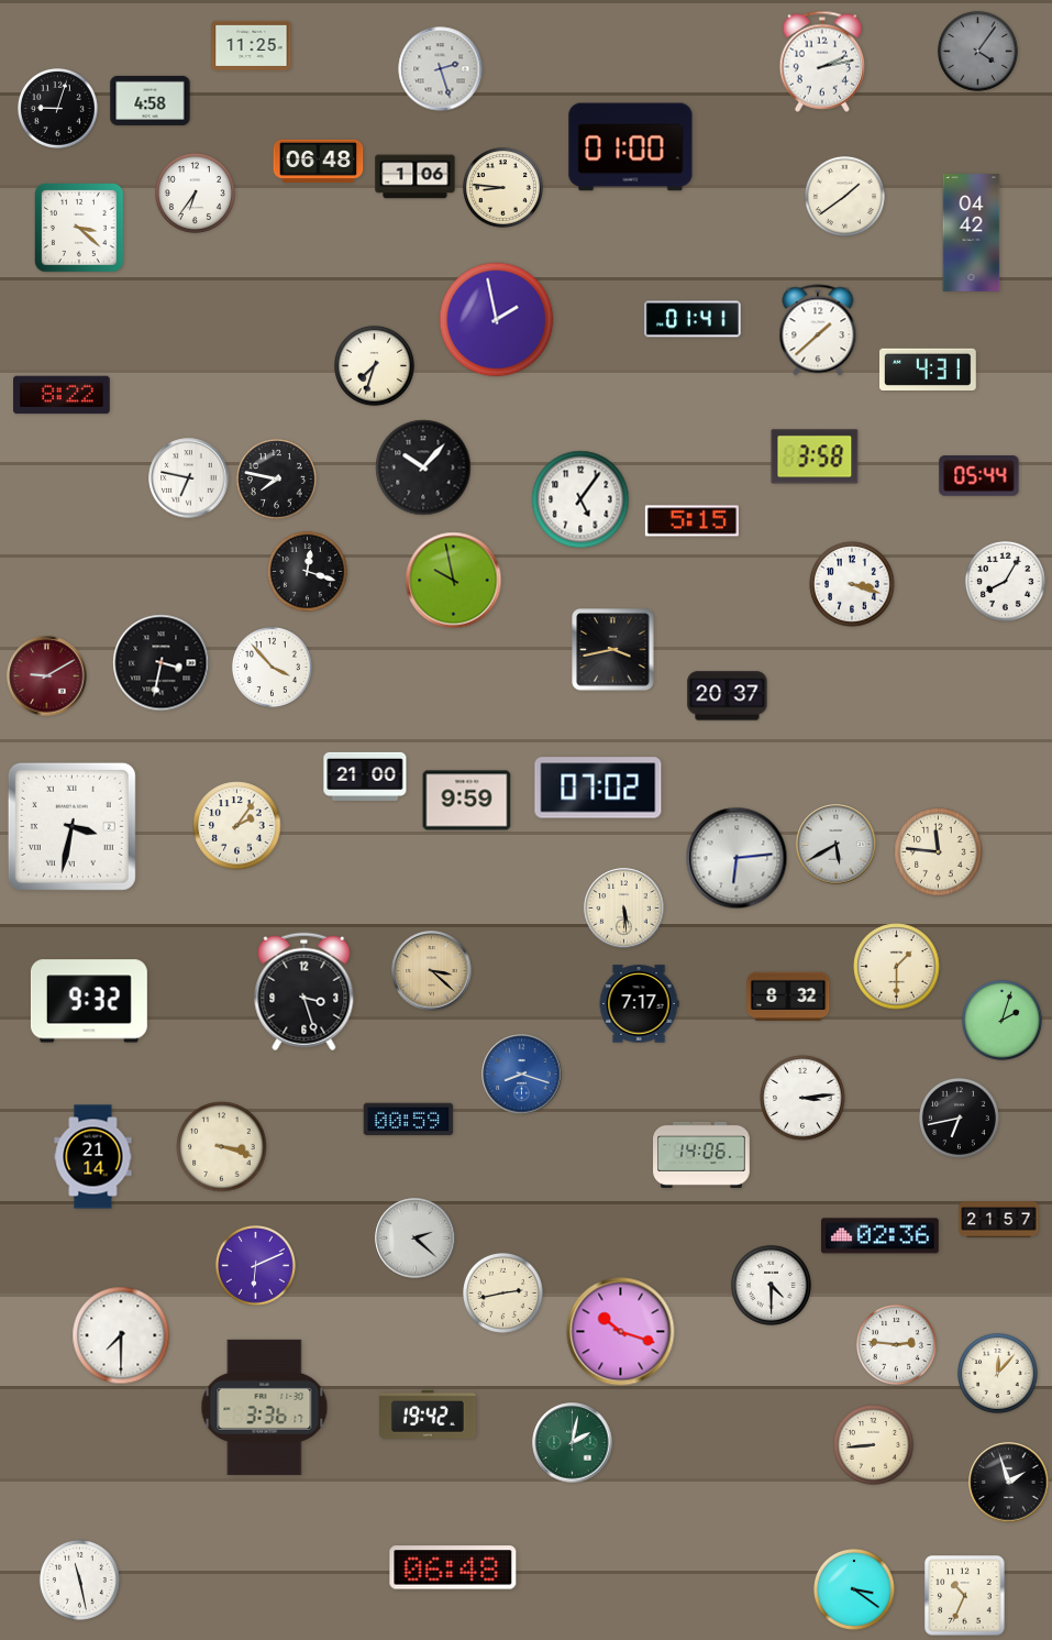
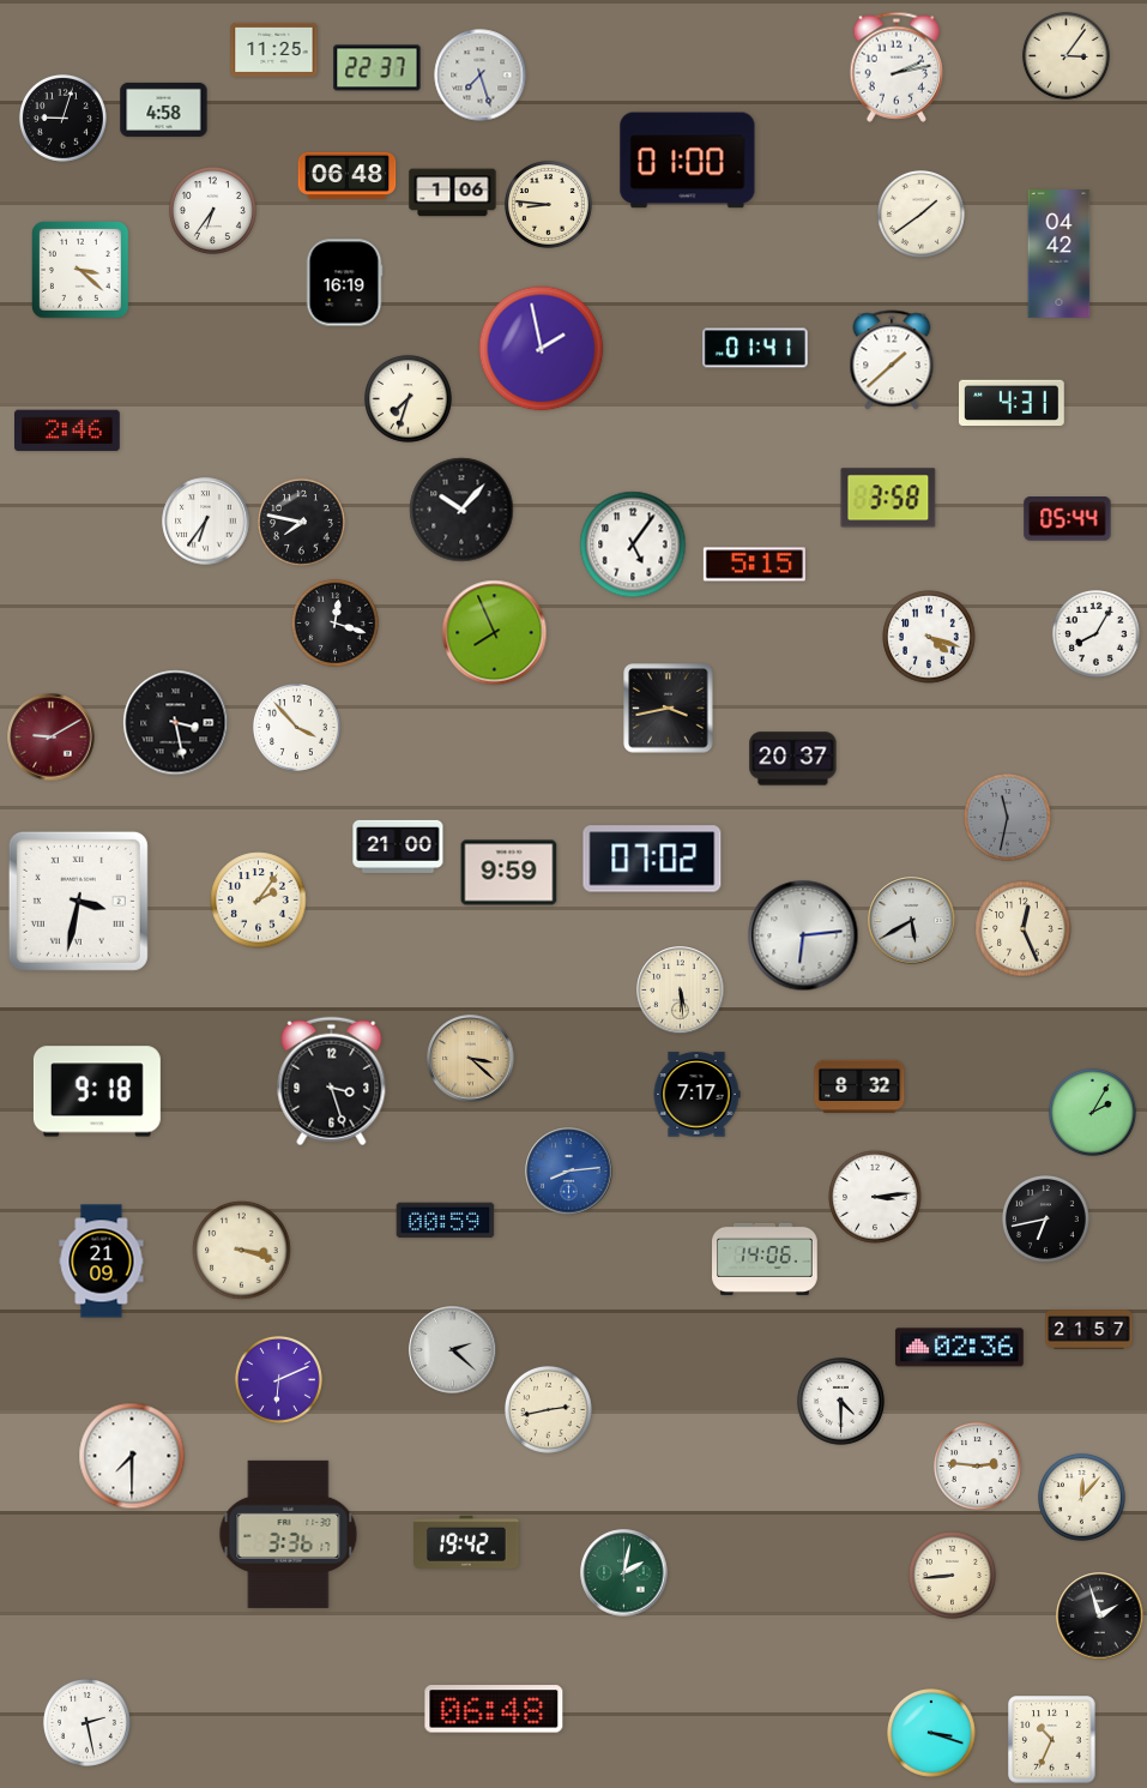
clock at (977, 51): 4:06 -> 3:06
clock at (977, 51) dial: grey -> cream
clock at (378, 68): none -> 22:37
clock at (441, 69): 2:27 -> 7:27
clock at (80, 229) position: (80, 229) -> (82, 271)
clock at (344, 283): none -> 16:19
clock at (63, 395): 8:22 -> 2:46
clock at (189, 478): 6:47 -> 6:36
clock at (691, 521) position: (691, 521) -> (754, 565)
clock at (454, 581): 9:58 -> 7:56
clock at (852, 584): 3:18 -> 4:18
clock at (162, 663): 3:32 -> 3:28
clock at (1007, 817): none -> 11:32
clock at (939, 852): 11:46 -> 12:26
clock at (897, 967): 1:30 -> none
clock at (89, 1001): 9:32 -> 9:18
clock at (1001, 1020): 2:03 -> 2:05
clock at (522, 1075): 8:18 -> 8:14
clock at (93, 1157): 21:14 -> 21:09
clock at (621, 1332): 10:18 -> none
clock at (997, 1373) position: (997, 1373) -> (1081, 1497)
clock at (79, 1580): 11:28 -> 2:28
clock at (855, 1591): 3:21 -> 3:18
